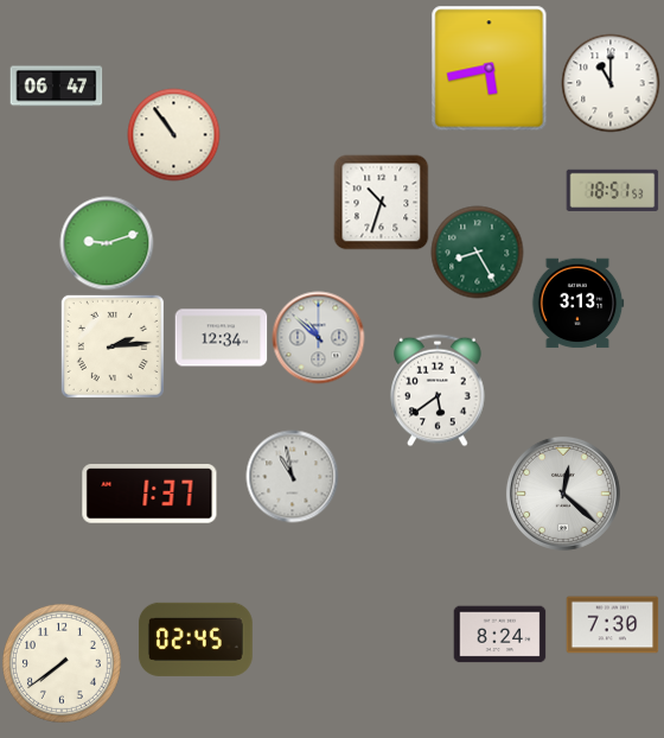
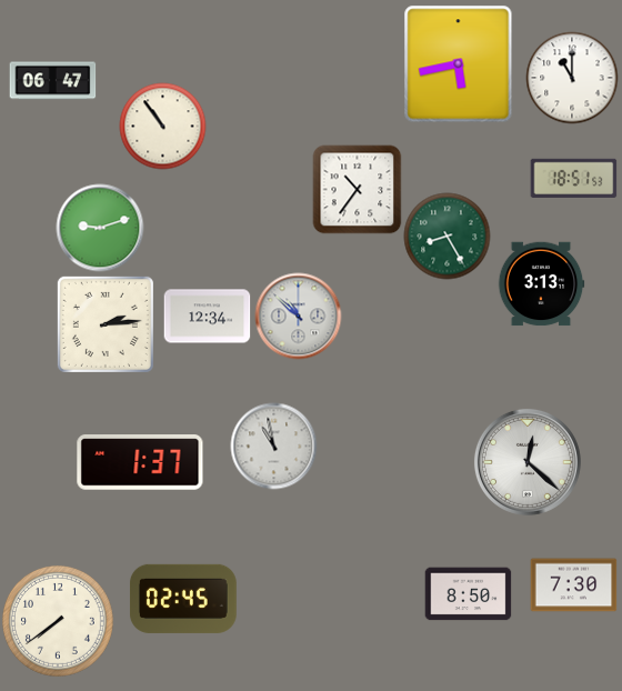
clock at (381, 202): 10:33 -> 10:36
clock at (438, 390): 5:39 -> none
clock at (499, 635): 8:24 -> 8:50
